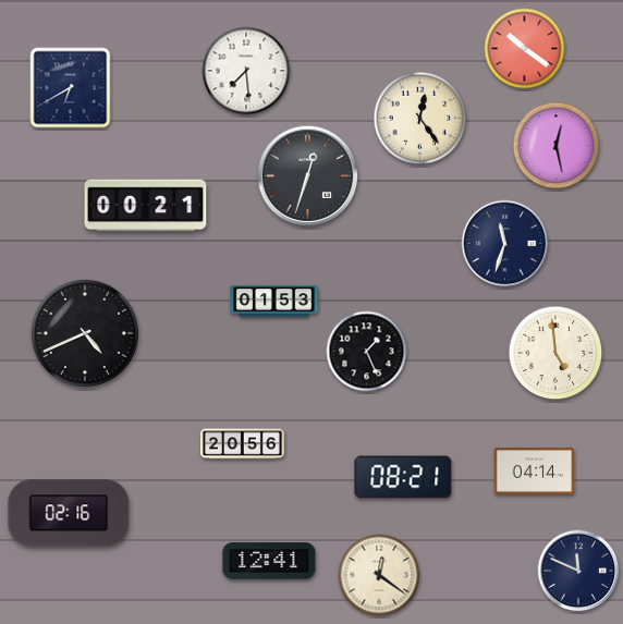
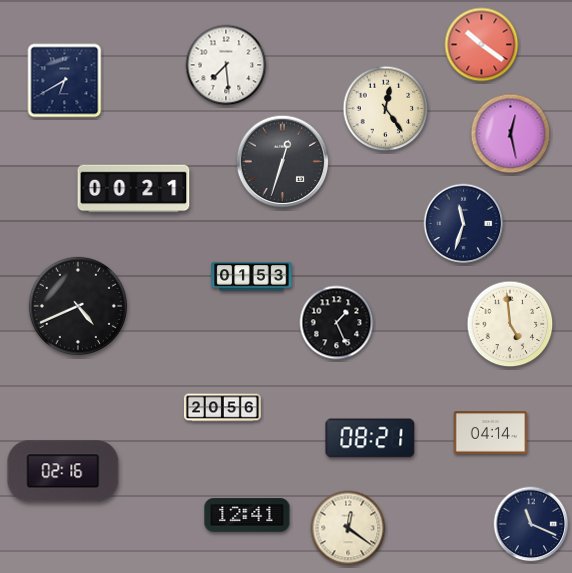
clock at (578, 571): 11:49 -> 11:19
